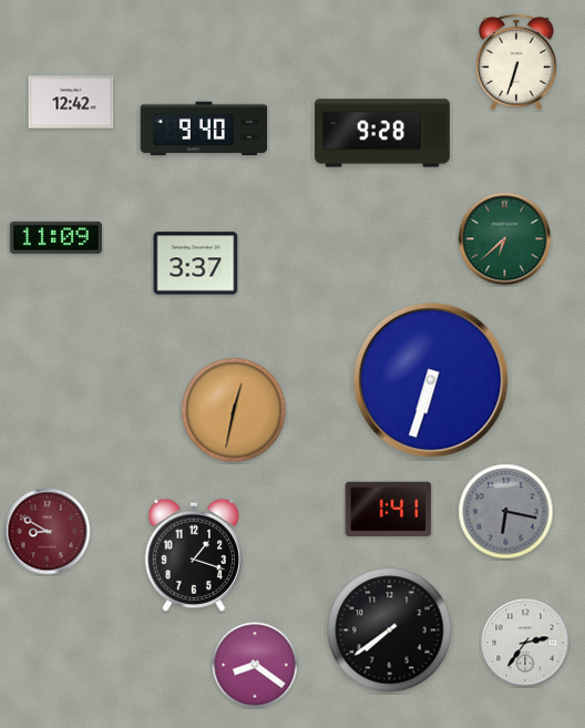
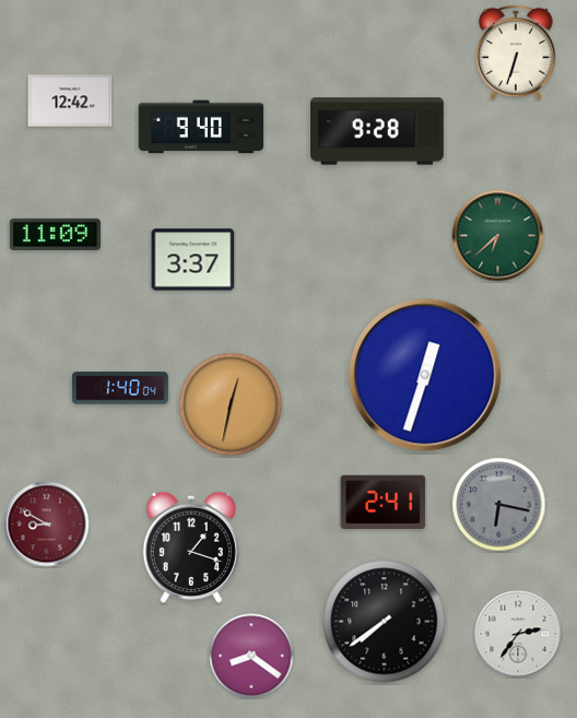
clock at (516, 62) position: (516, 62) -> (516, 52)
clock at (431, 380): 6:33 -> 12:33
clock at (120, 388): none -> 1:40
clock at (389, 509): 1:41 -> 2:41
